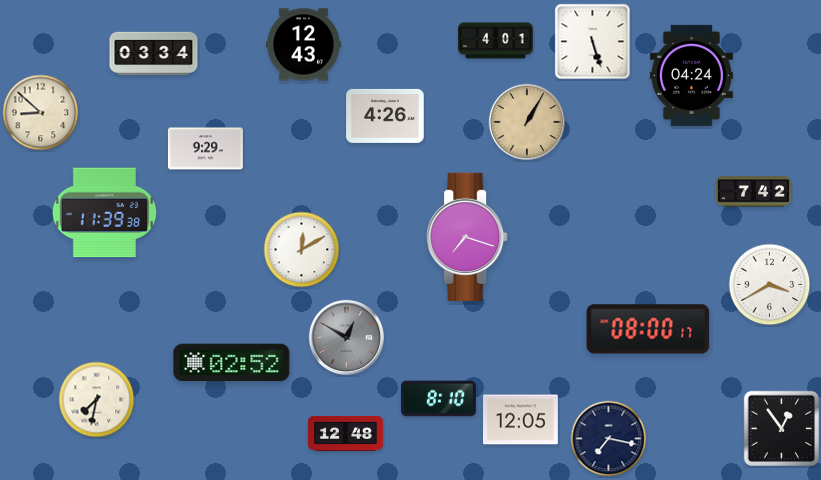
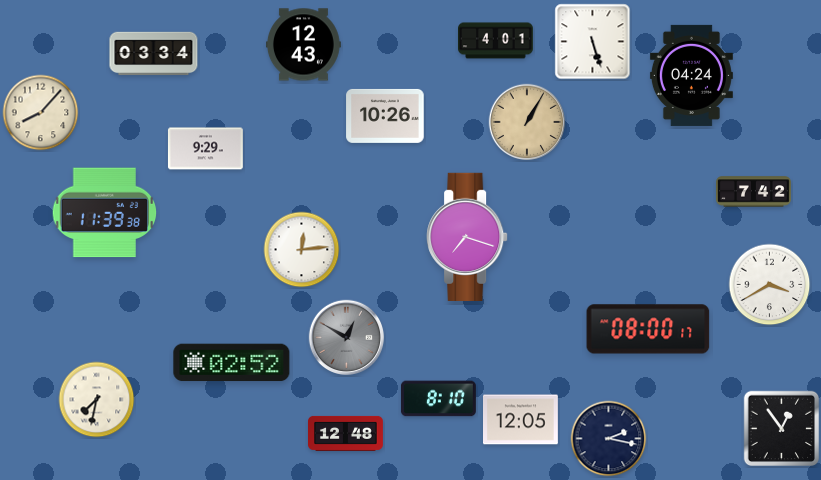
clock at (41, 113): 8:52 -> 8:07
clock at (385, 116): 4:26 -> 10:26
clock at (302, 250): 12:10 -> 12:14
clock at (609, 439): 7:17 -> 2:17
